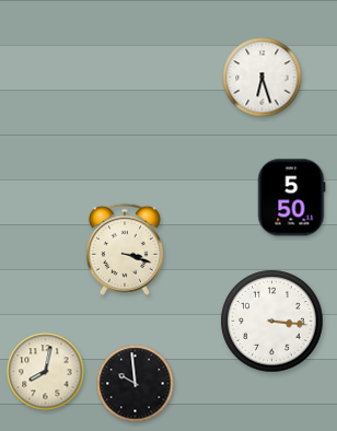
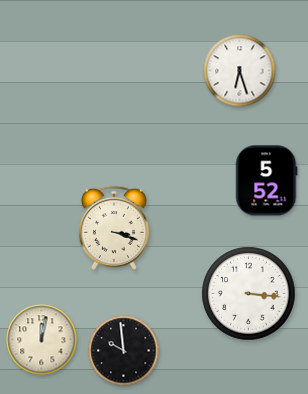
clock at (292, 198): 5:50 -> 5:52
clock at (46, 372): 8:02 -> 12:02
